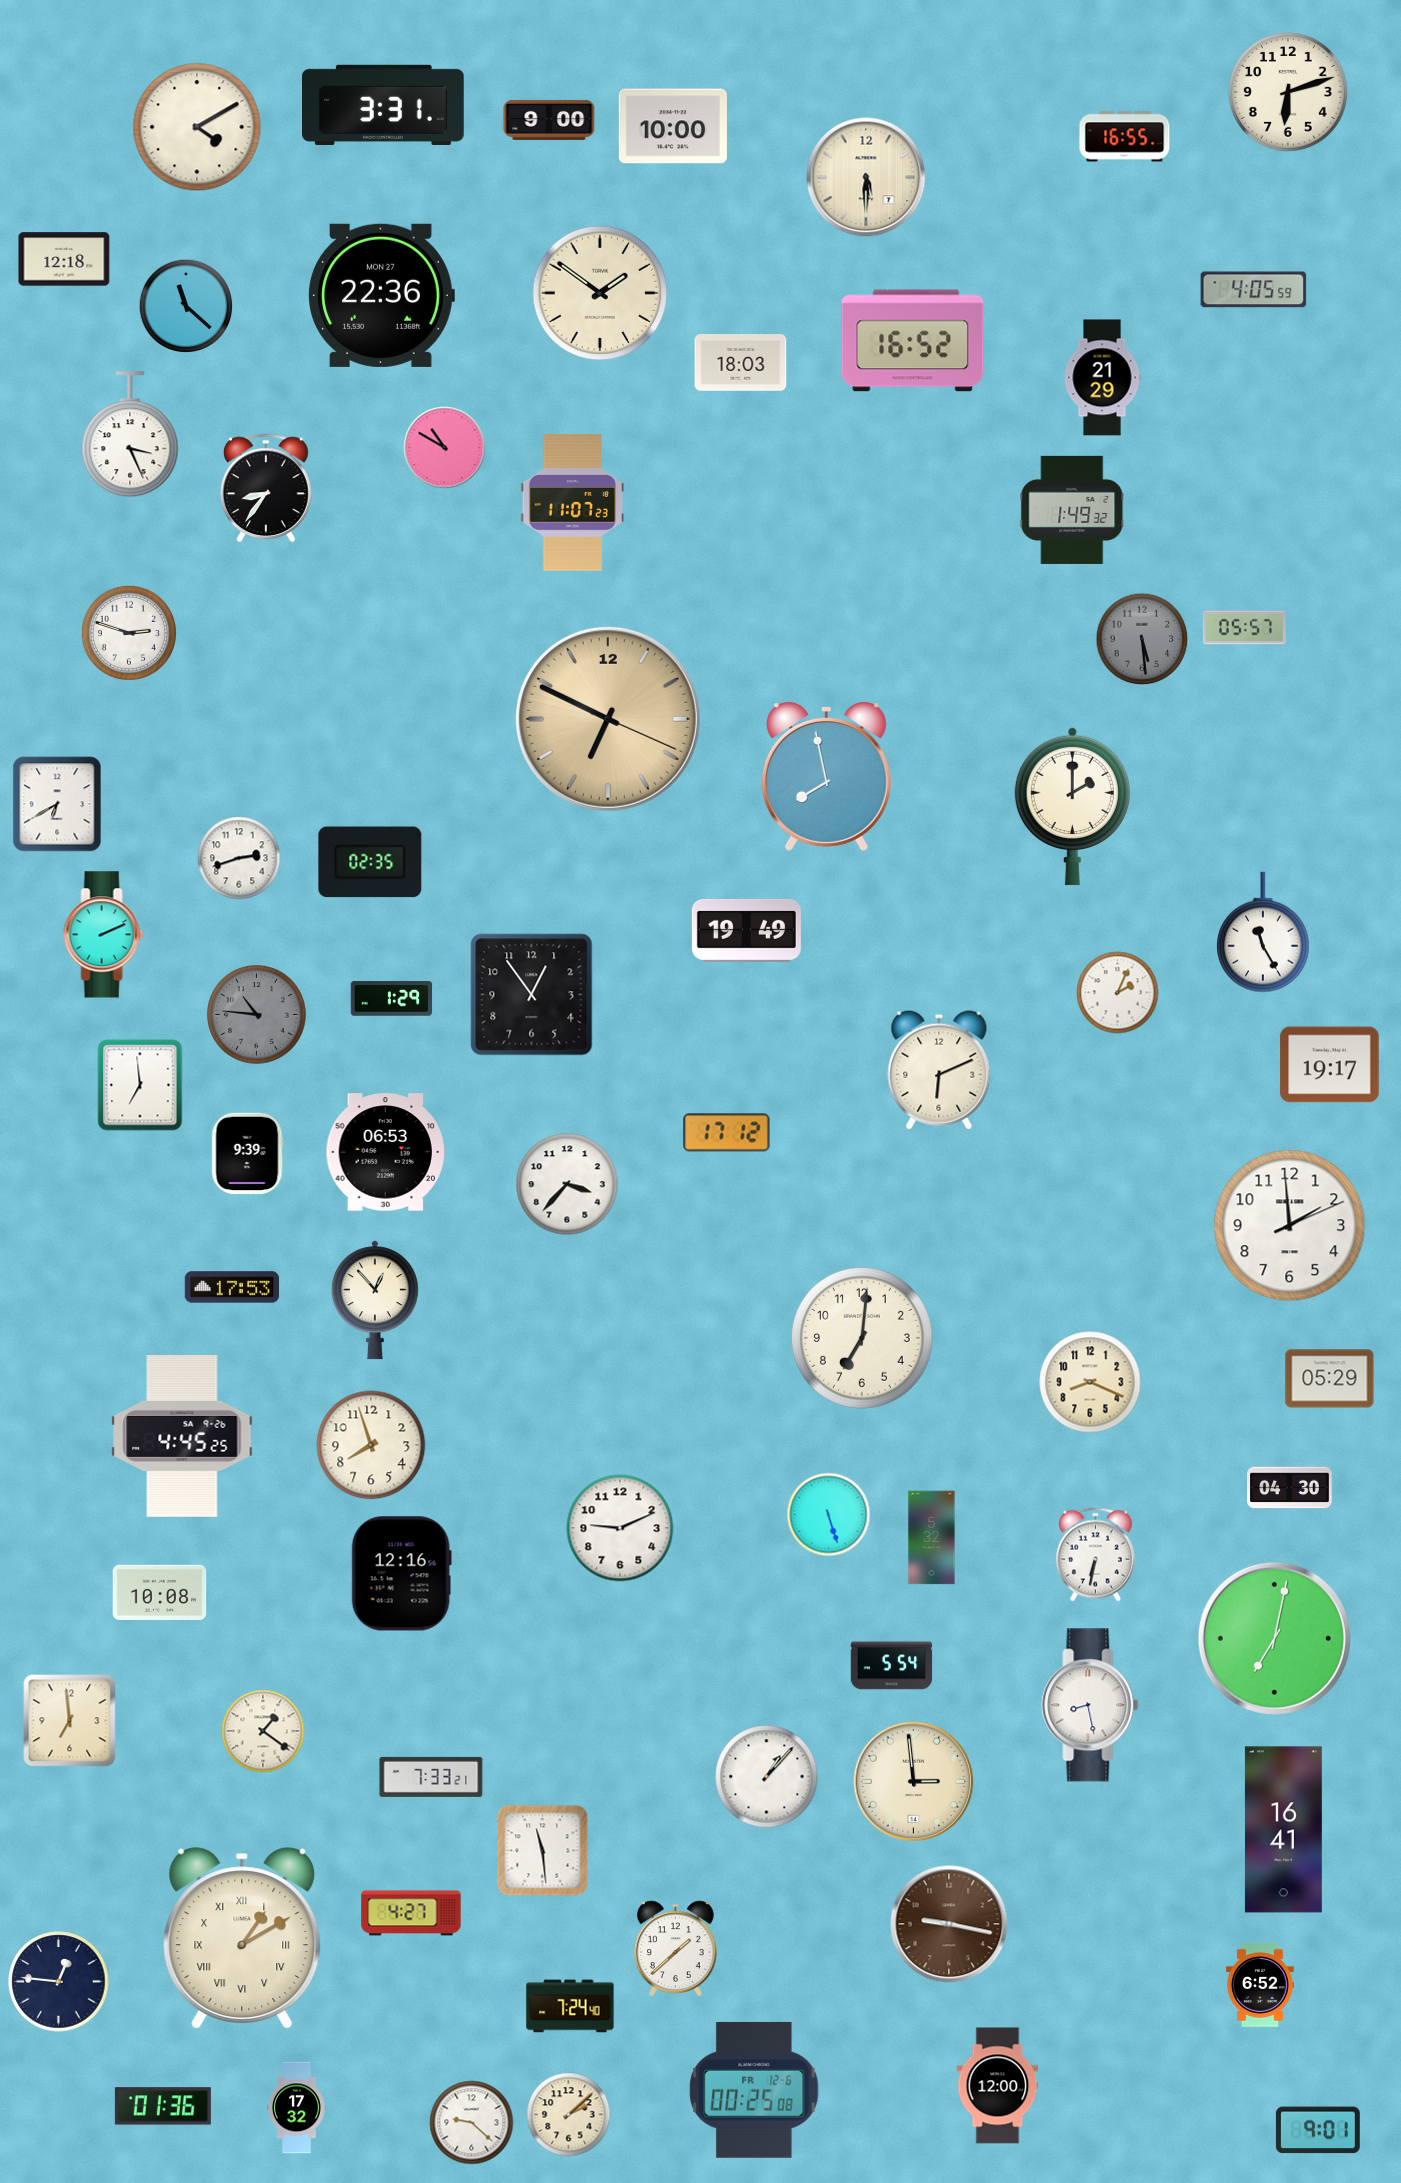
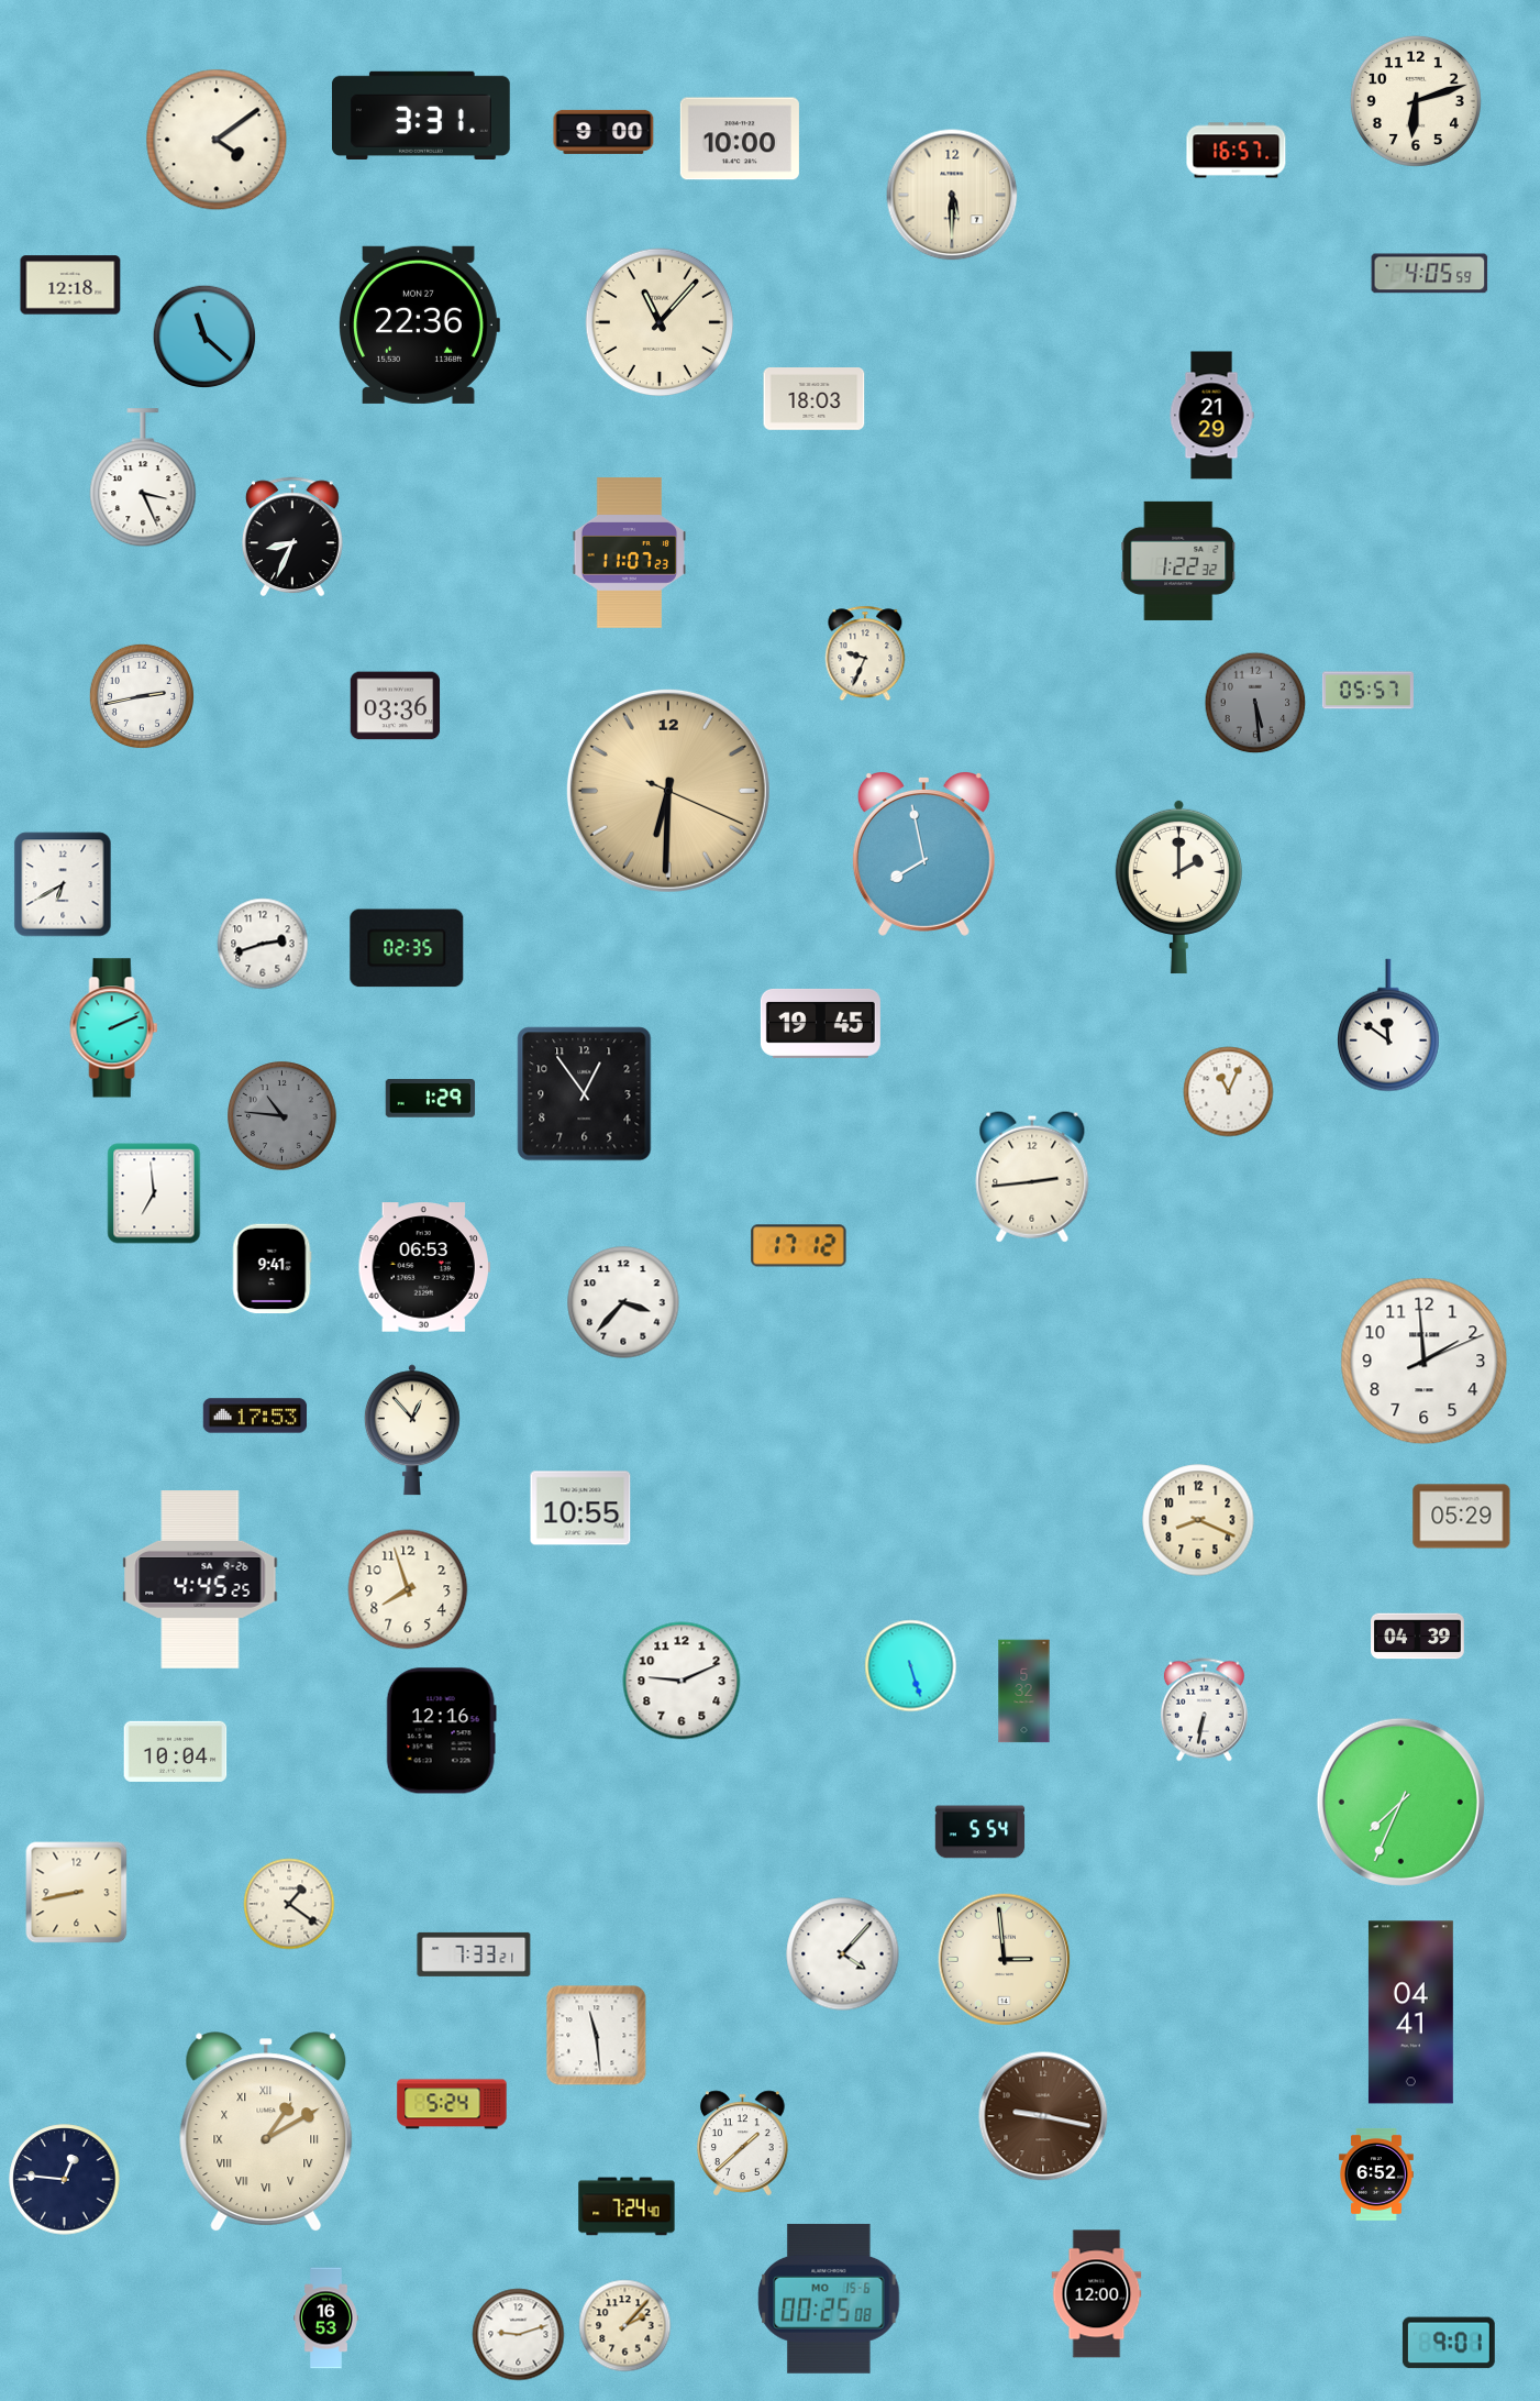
clock at (197, 127): 4:10 -> 4:09
clock at (1125, 137): 16:55 -> 16:57
clock at (1254, 290) position: (1254, 290) -> (1430, 274)
clock at (600, 293): 1:51 -> 11:07
clock at (913, 341): 16:52 -> none
clock at (445, 448): 10:50 -> none
clock at (266, 488): 8:36 -> 8:34
clock at (1072, 510): 1:49 -> 1:22
clock at (865, 653): none -> 9:34
clock at (129, 633): 2:48 -> 2:43
clock at (396, 706): none -> 03:36
clock at (608, 719): 6:49 -> 6:30
clock at (826, 777) position: (826, 777) -> (923, 855)
clock at (746, 930): 19:49 -> 19:45
clock at (1264, 932): 11:25 -> 11:51
clock at (1118, 993): 2:04 -> 11:04
clock at (1330, 1065): 19:17 -> none
clock at (939, 1070): 6:11 -> 2:44
clock at (247, 1154): 9:39 -> 9:41
clock at (1290, 1226) position: (1290, 1226) -> (1425, 1362)
clock at (862, 1338): 7:01 -> none
clock at (580, 1508): none -> 10:55
clock at (1290, 1488): 04:30 -> 04:39
clock at (160, 1592): 10:08 -> 10:04
clock at (1274, 1638): 7:02 -> 7:34
clock at (1090, 1705): 8:28 -> none
clock at (70, 1721): 6:59 -> 8:43
clock at (767, 1777): 1:07 -> 4:07
clock at (1283, 1830): 16:41 -> 04:41
clock at (411, 1913): 4:27 -> 5:24
clock at (1261, 1985) position: (1261, 1985) -> (1377, 2174)
clock at (754, 2090) date: FR 12-6 -> MO 15-6
clock at (163, 2106): 01:36 -> none
clock at (297, 2108): 17:32 -> 16:53
clock at (569, 2115): 2:08 -> 2:07
clock at (472, 2123): 9:22 -> 9:12
